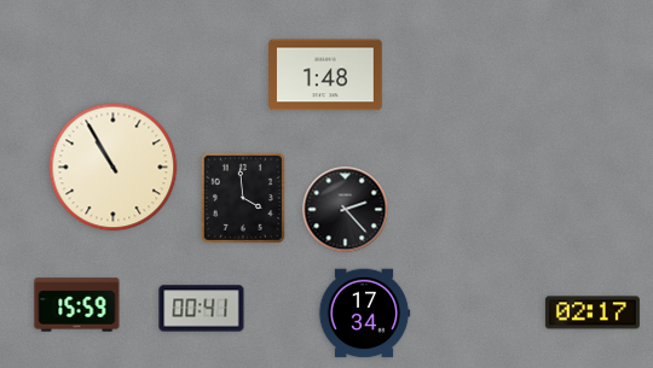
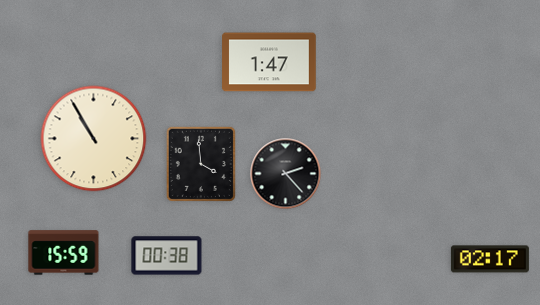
clock at (325, 75): 1:48 -> 1:47
clock at (202, 309): 00:41 -> 00:38
clock at (364, 314): 17:34 -> none
